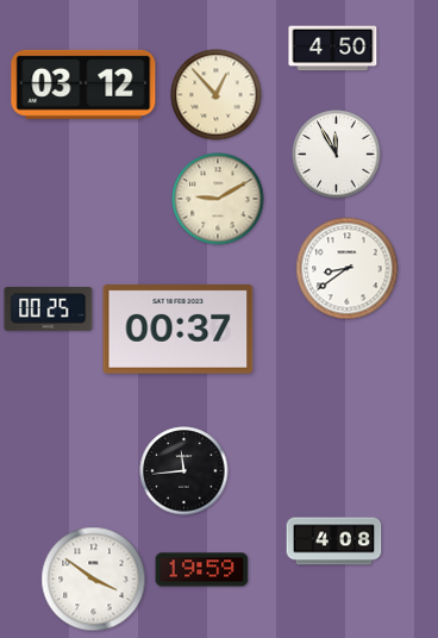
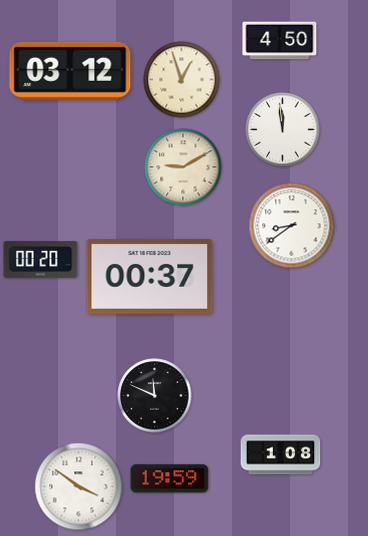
clock at (217, 95): 12:53 -> 12:57
clock at (337, 155): 11:55 -> 11:59
clock at (49, 309): 00:25 -> 00:20
clock at (184, 471): 11:44 -> 11:49
clock at (334, 542): 4:08 -> 1:08
